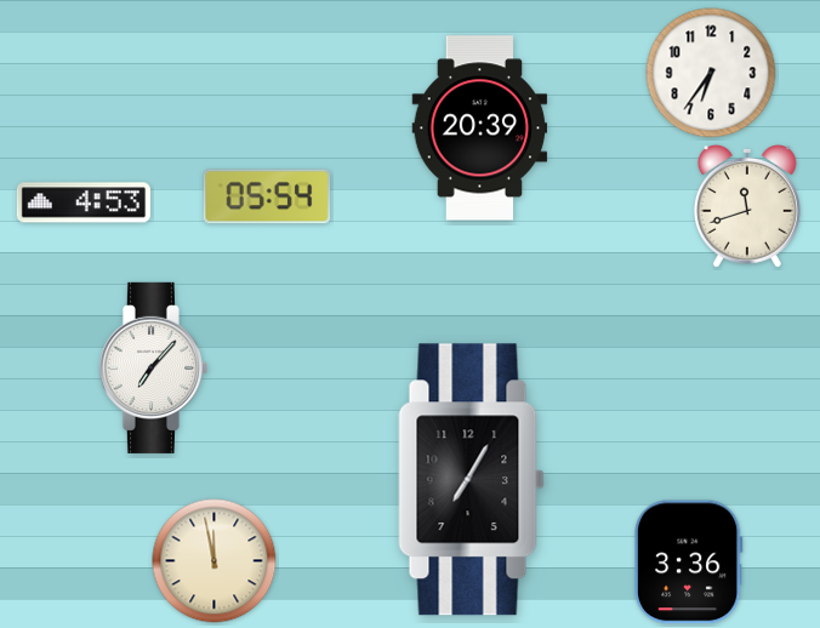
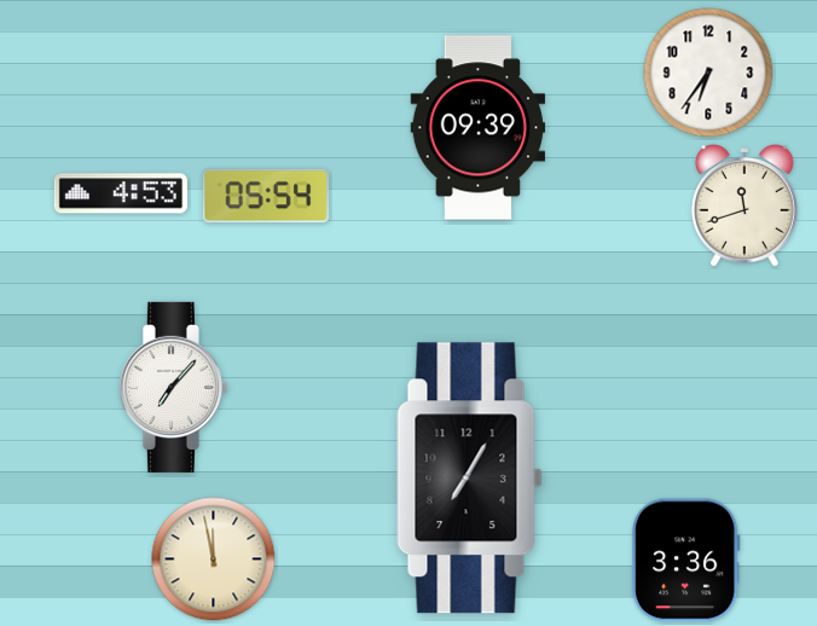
clock at (480, 129): 20:39 -> 09:39
clock at (84, 202) position: (84, 202) -> (121, 193)
clock at (153, 367) position: (153, 367) -> (173, 387)
